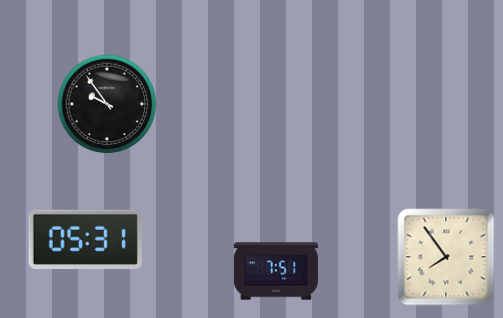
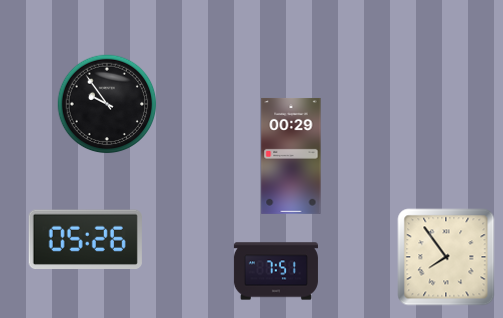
clock at (291, 156): none -> 00:29
clock at (85, 240): 05:31 -> 05:26
